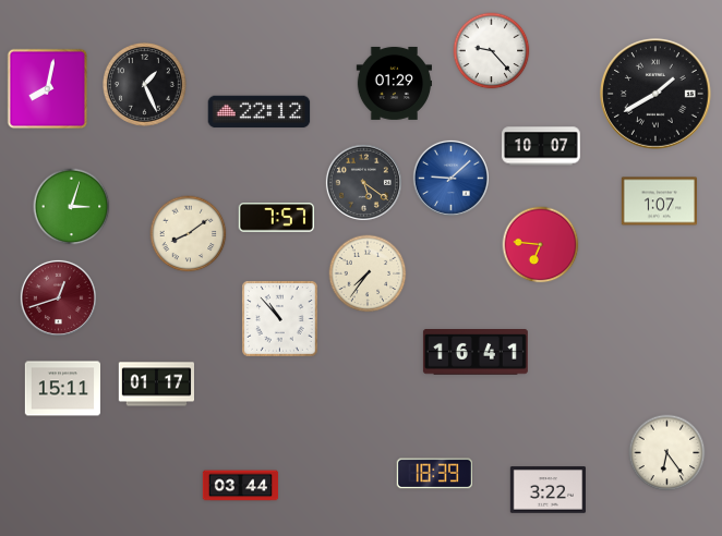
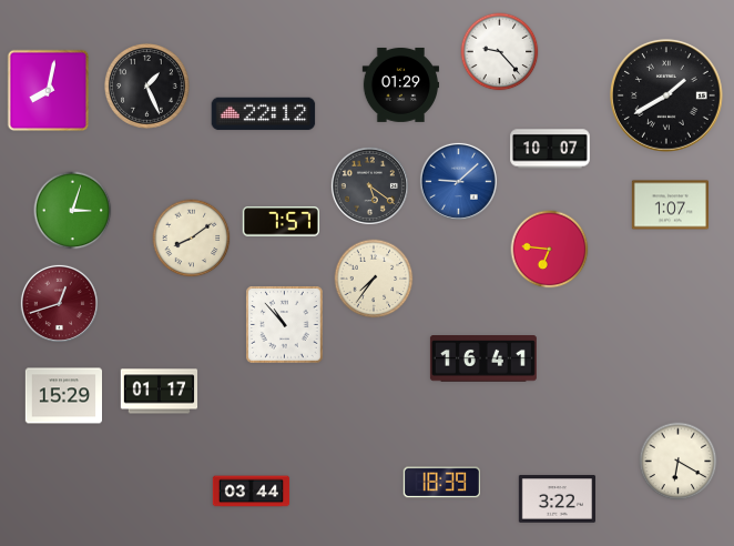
clock at (62, 389): 15:11 -> 15:29
clock at (667, 453): 6:24 -> 6:20
clock at (241, 486) position: (241, 486) -> (252, 492)
